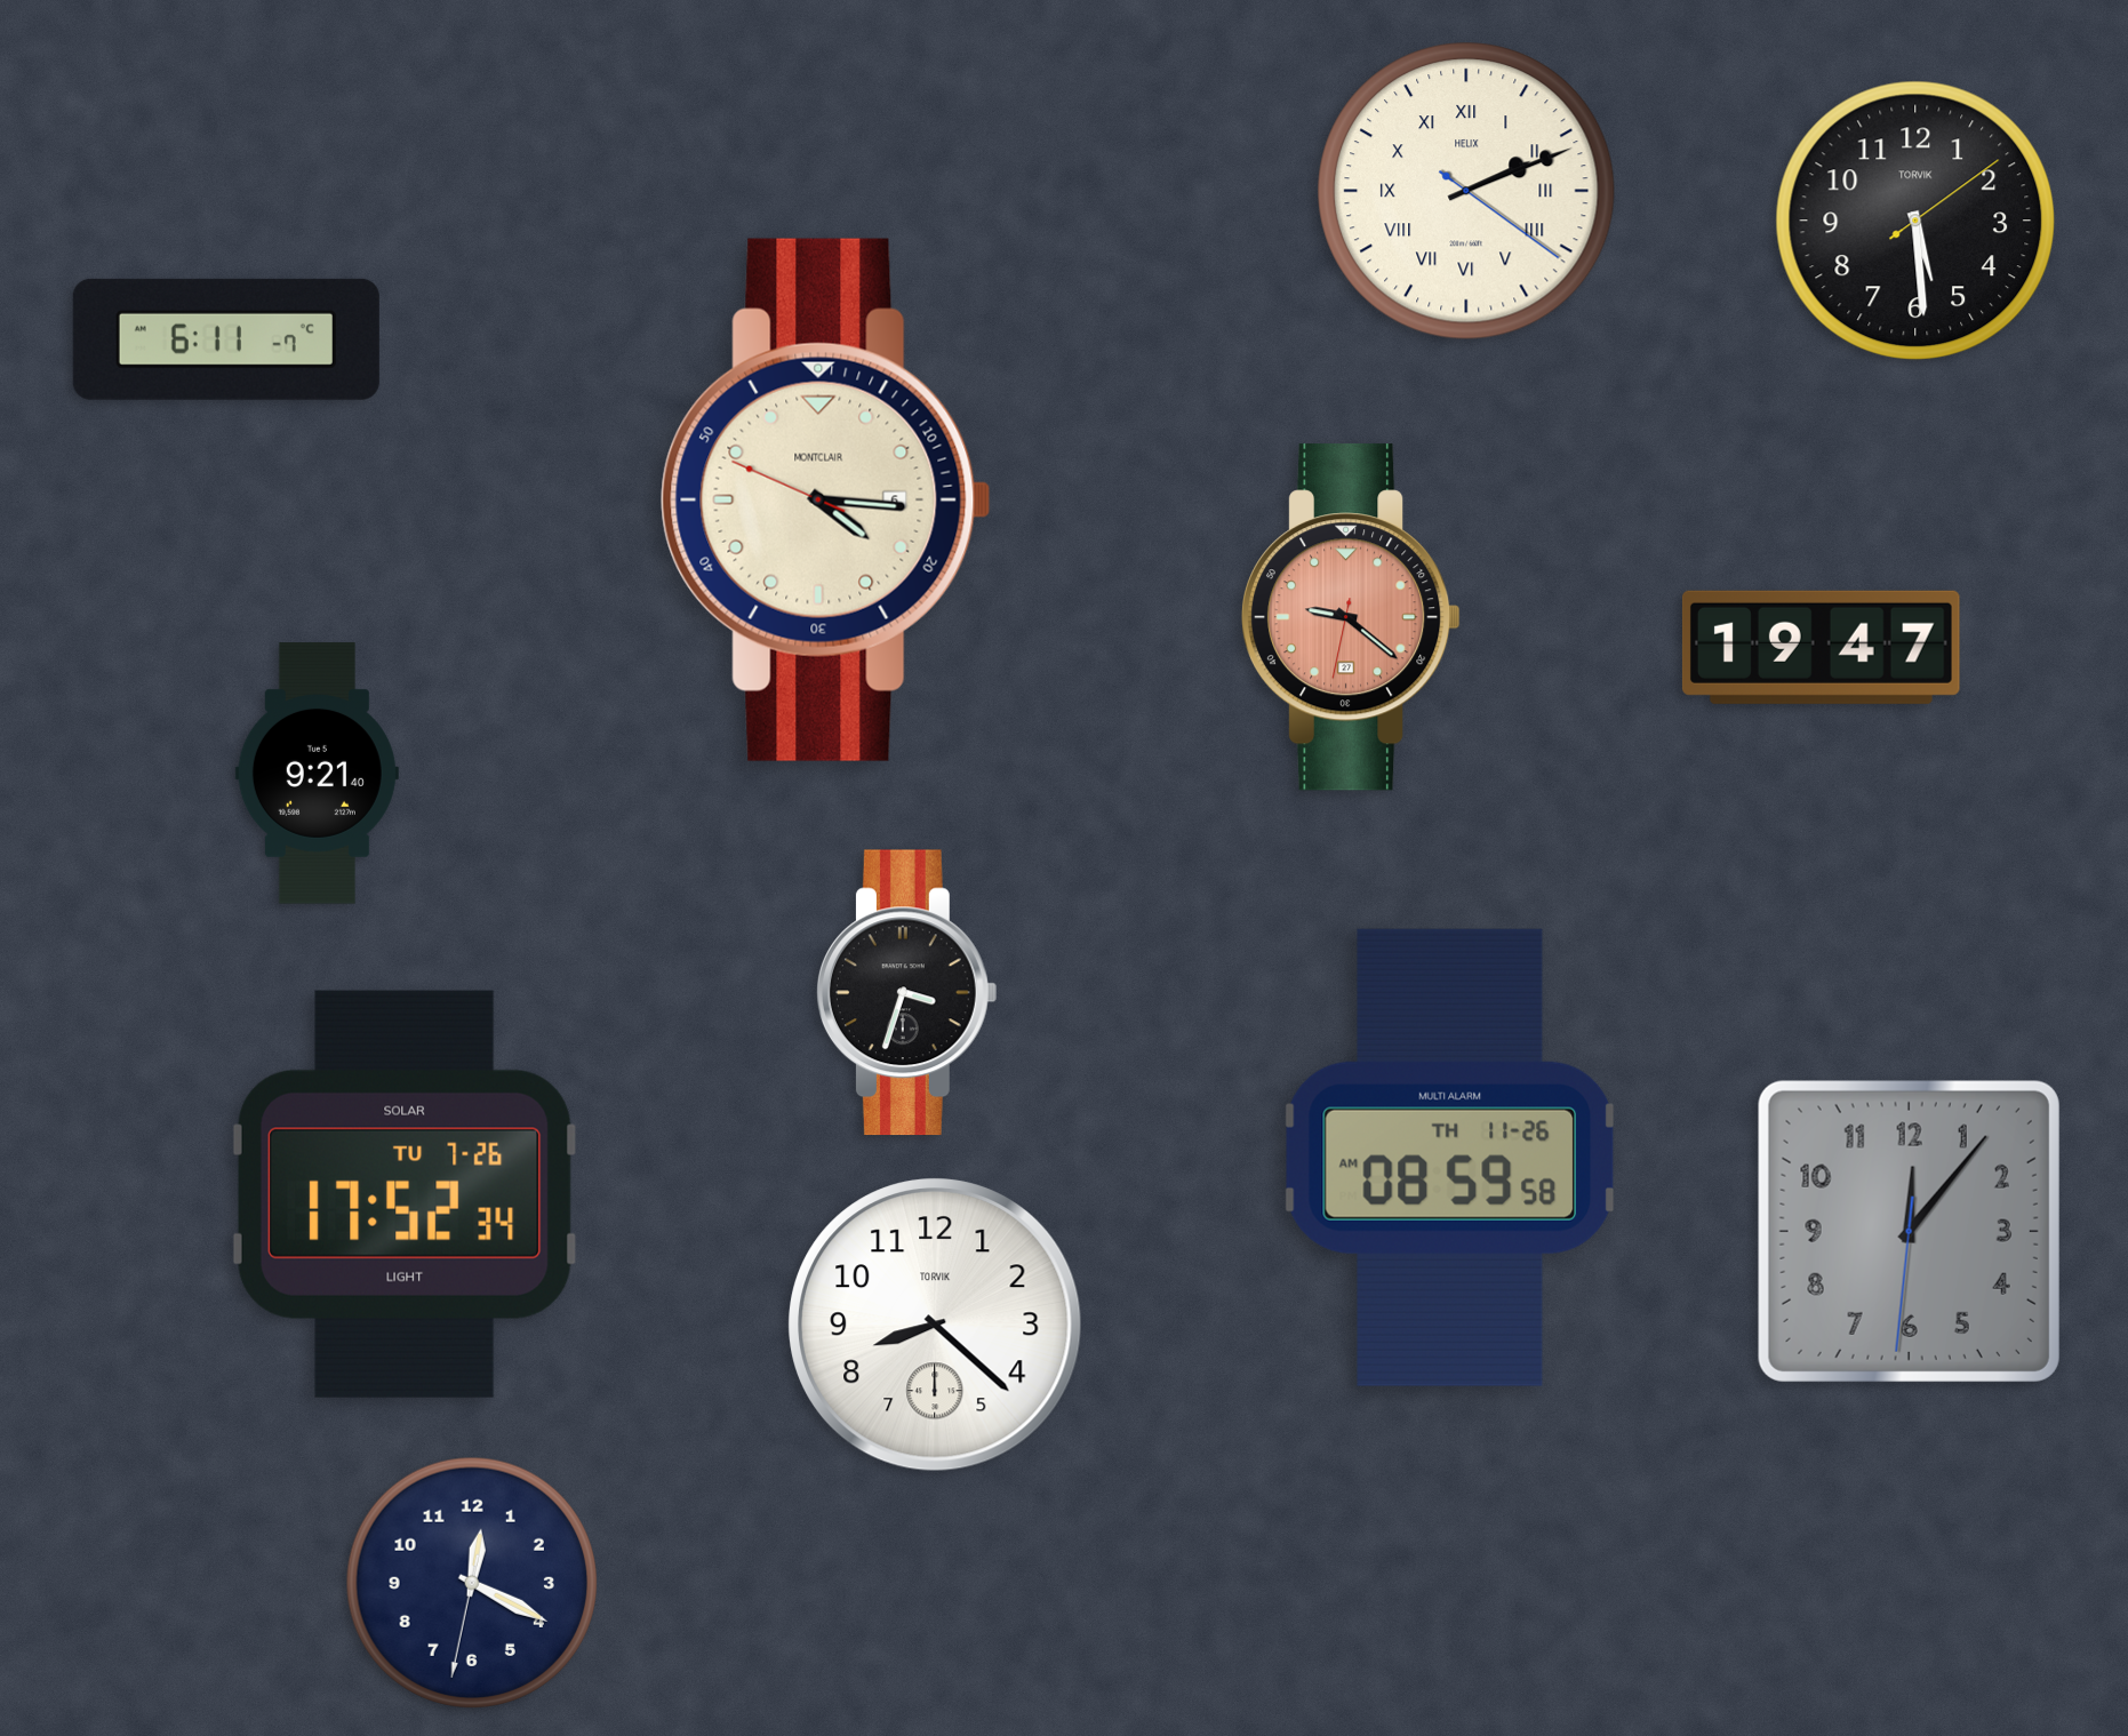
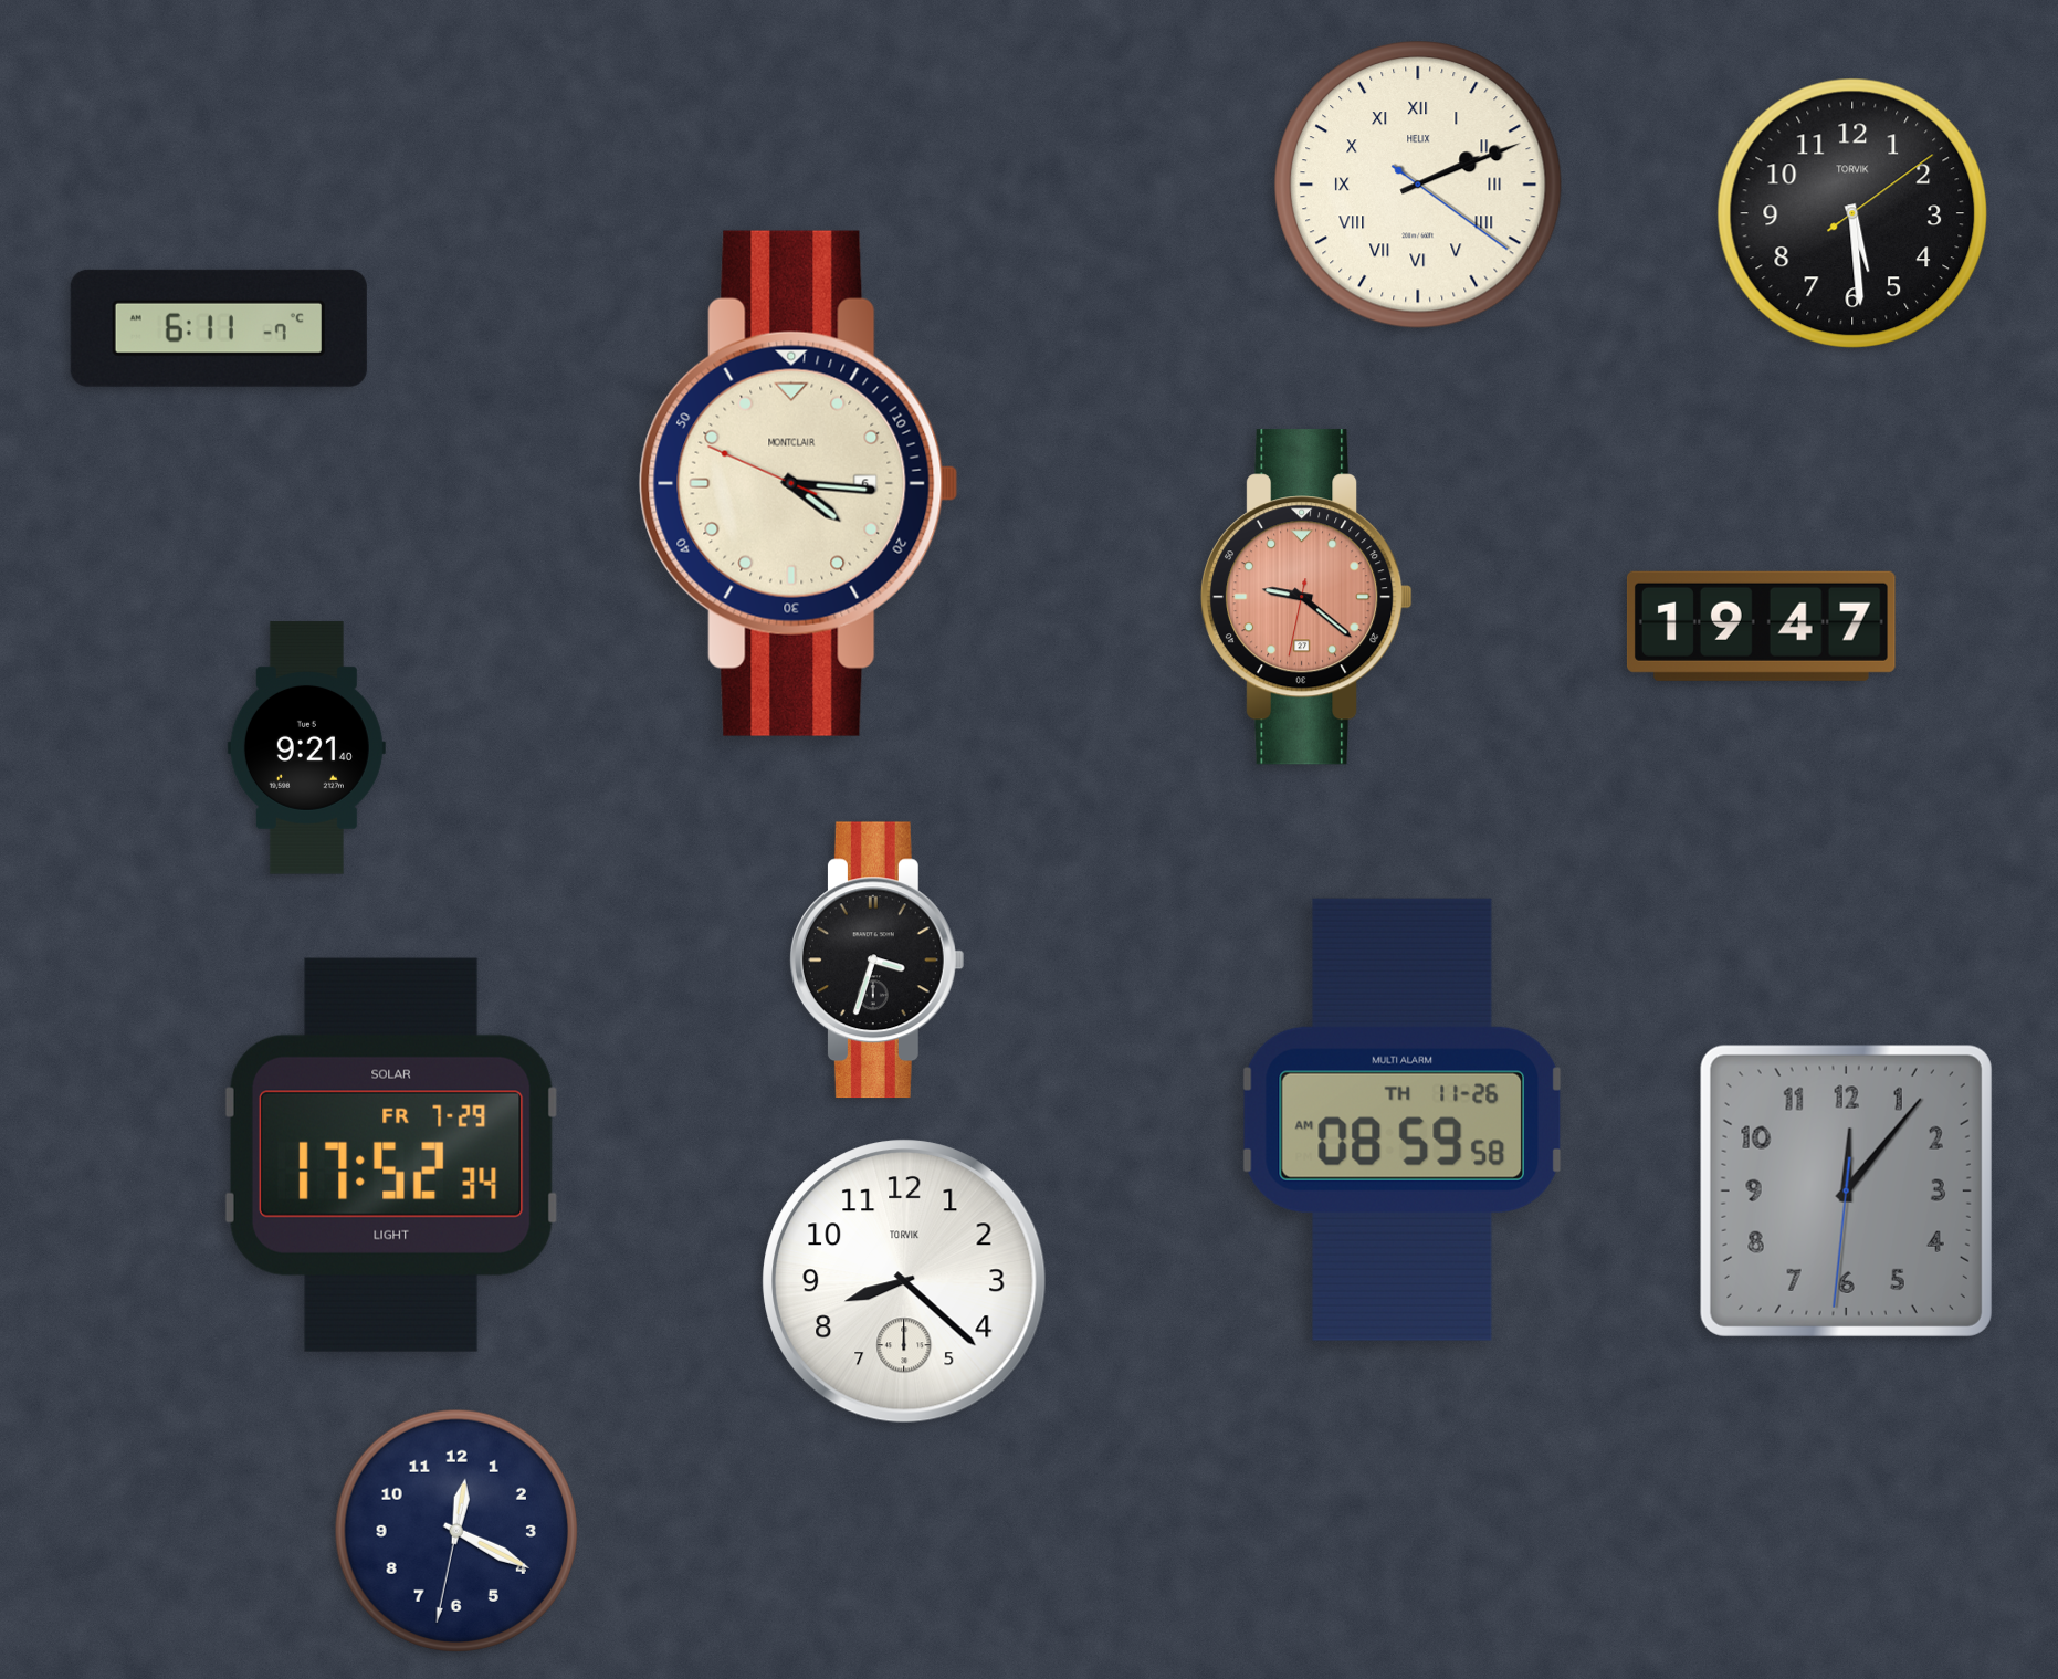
clock at (405, 1194) date: TU 7-26 -> FR 7-29
